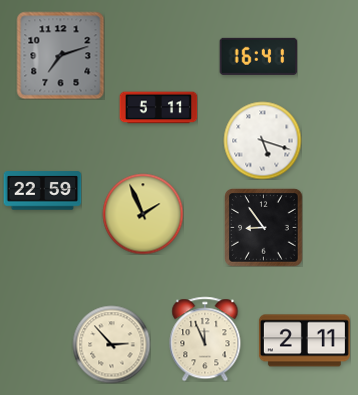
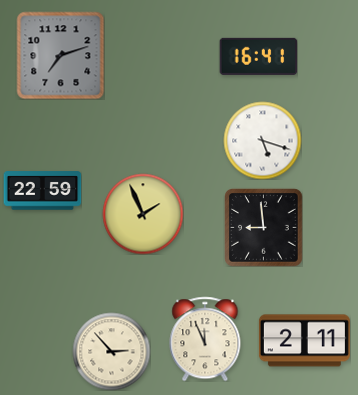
clock at (158, 108): 5:11 -> none
clock at (263, 227): 8:54 -> 8:59
clock at (111, 344) position: (111, 344) -> (111, 351)
